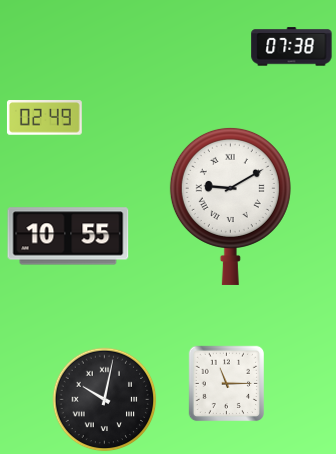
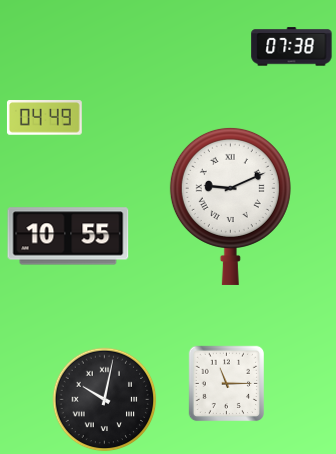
clock at (44, 118): 02:49 -> 04:49
clock at (230, 206): 9:10 -> 9:11
